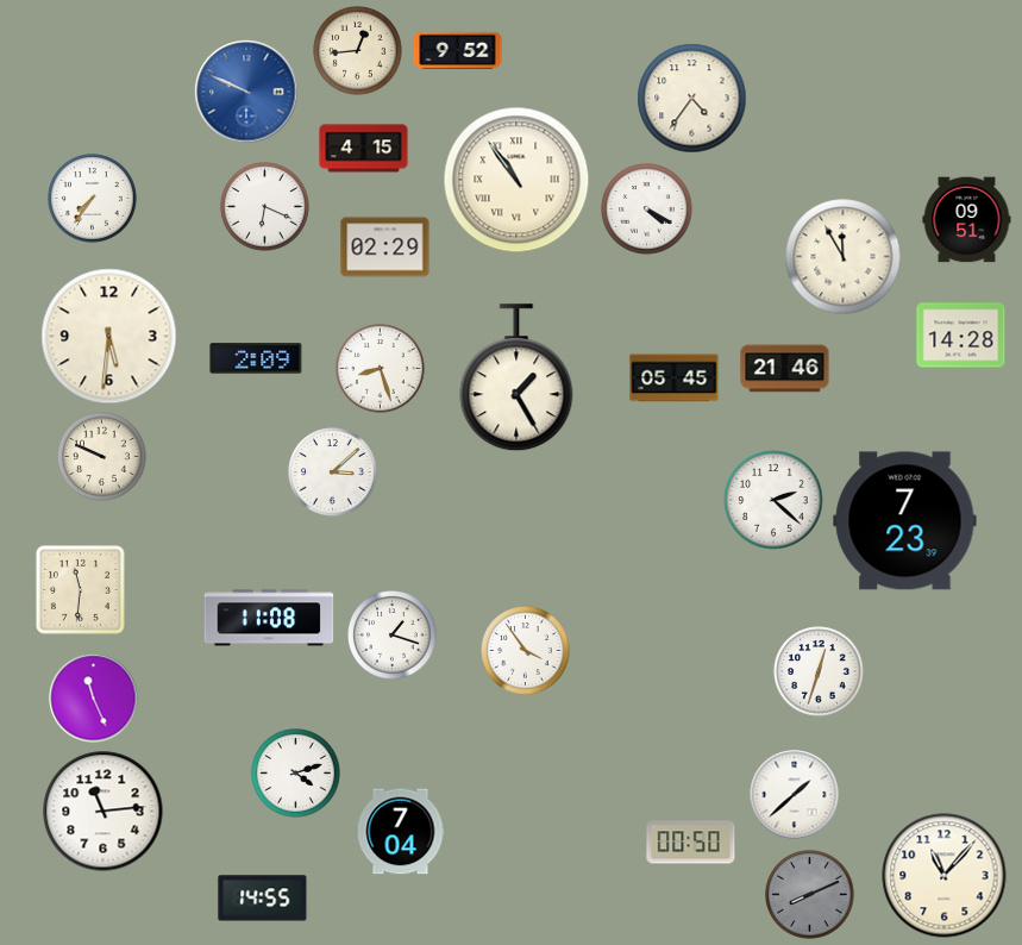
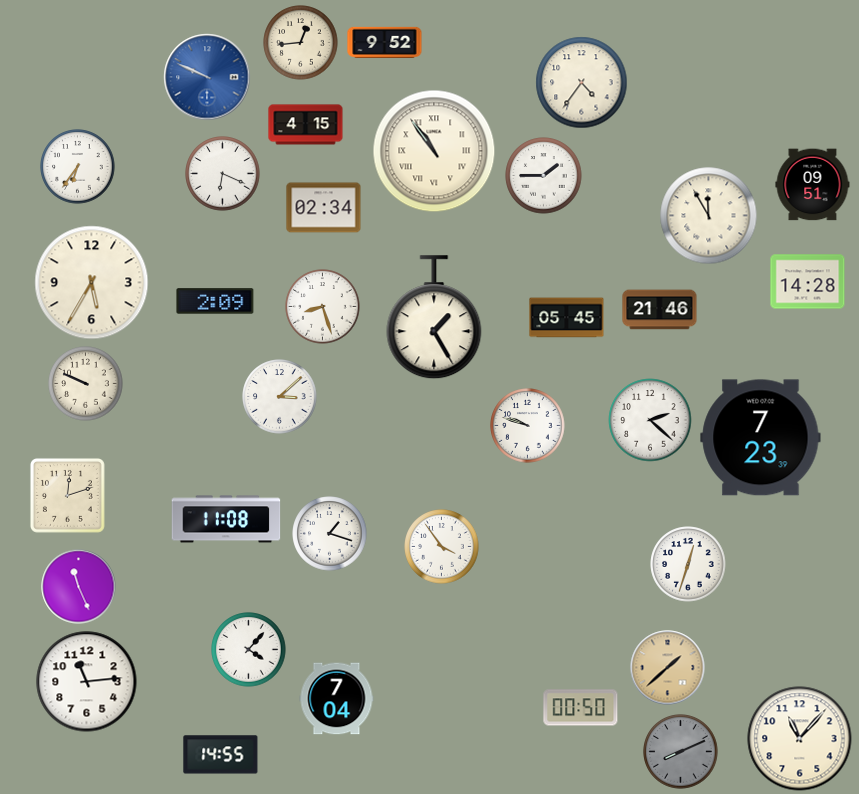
clock at (93, 199): 7:36 -> 6:36
clock at (647, 209): 4:20 -> 1:45
clock at (385, 248): 02:29 -> 02:34
clock at (109, 337): 5:31 -> 5:35
clock at (381, 369) position: (381, 369) -> (323, 307)
clock at (528, 426): none -> 9:48
clock at (80, 589): 11:31 -> 12:12
clock at (296, 774): 4:12 -> 4:07
clock at (795, 795) dial: white -> champagne
clock at (945, 876) position: (945, 876) -> (800, 739)
